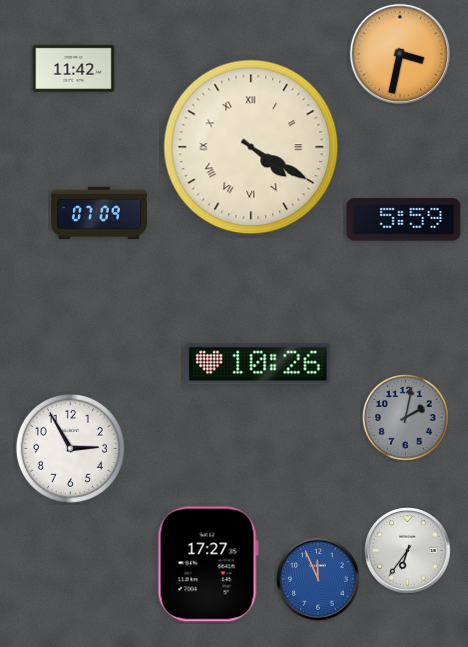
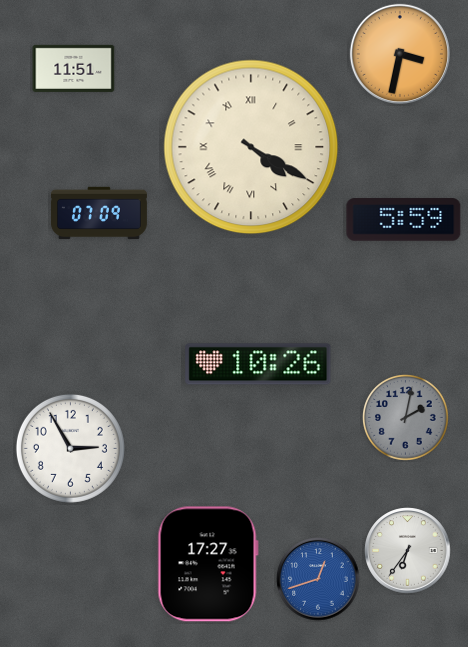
clock at (74, 68): 11:42 -> 11:51
clock at (318, 579): 11:56 -> 12:42
